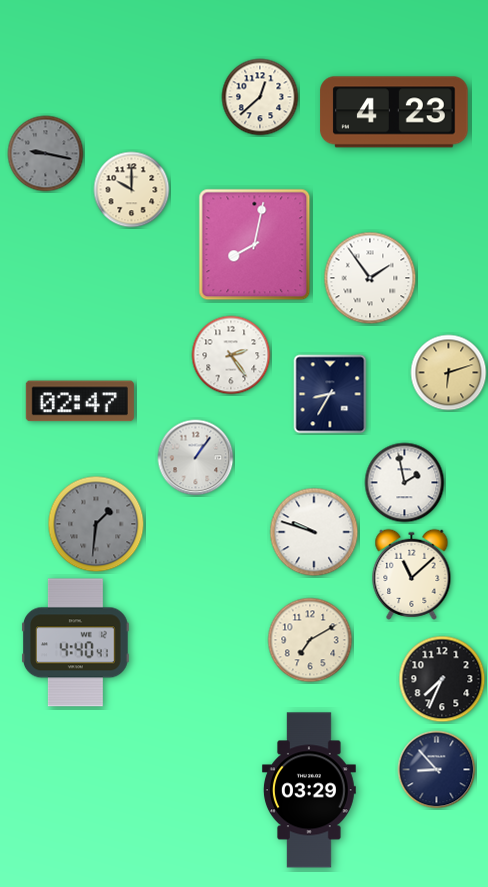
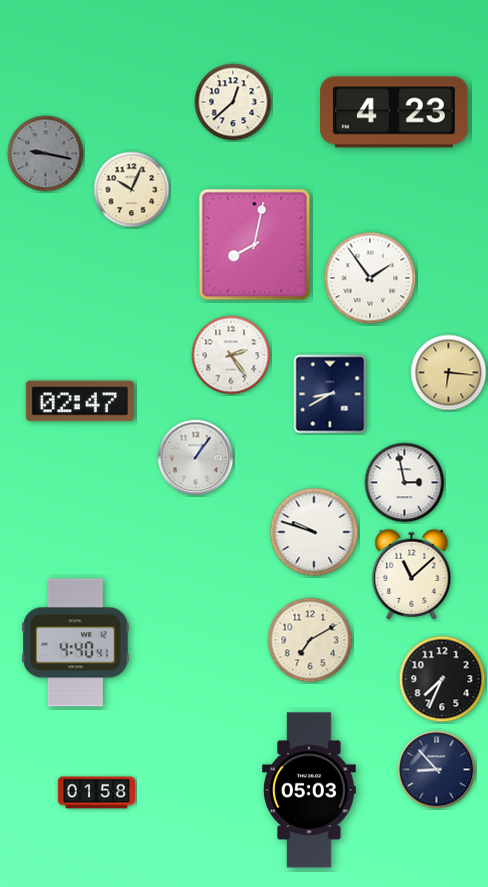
clock at (260, 97) position: (260, 97) -> (233, 102)
clock at (132, 190): 10:00 -> 10:04
clock at (449, 373): 6:12 -> 6:16
clock at (330, 394): 8:35 -> 8:40
clock at (405, 483): 1:58 -> 2:58
clock at (96, 524): 1:31 -> none
clock at (309, 790): 03:29 -> 05:03
clock at (96, 793): none -> 01:58
